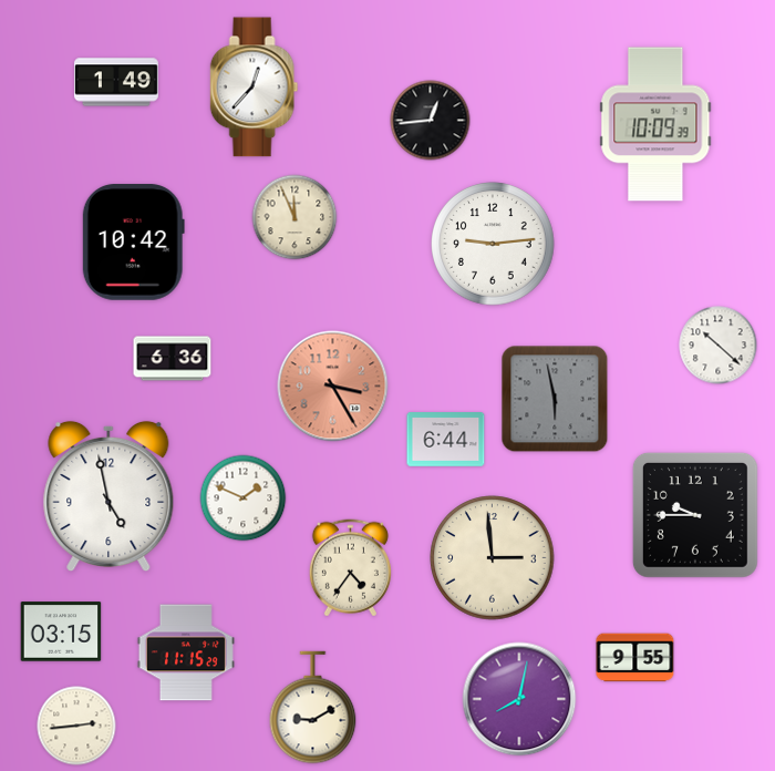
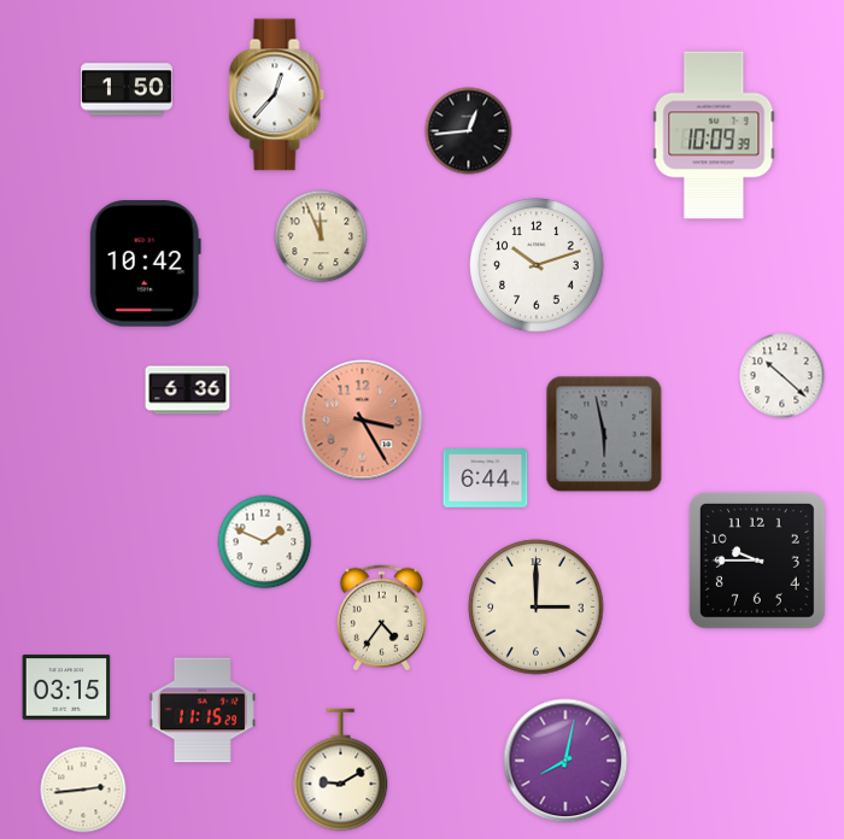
clock at (116, 82): 1:49 -> 1:50
clock at (493, 244): 9:14 -> 10:12
clock at (108, 495): 4:58 -> none
clock at (493, 558): 2:59 -> 3:00
clock at (635, 658): 9:55 -> none
